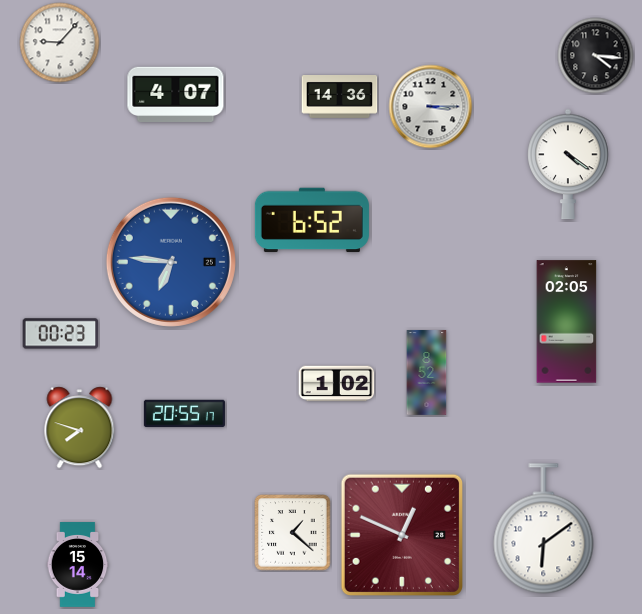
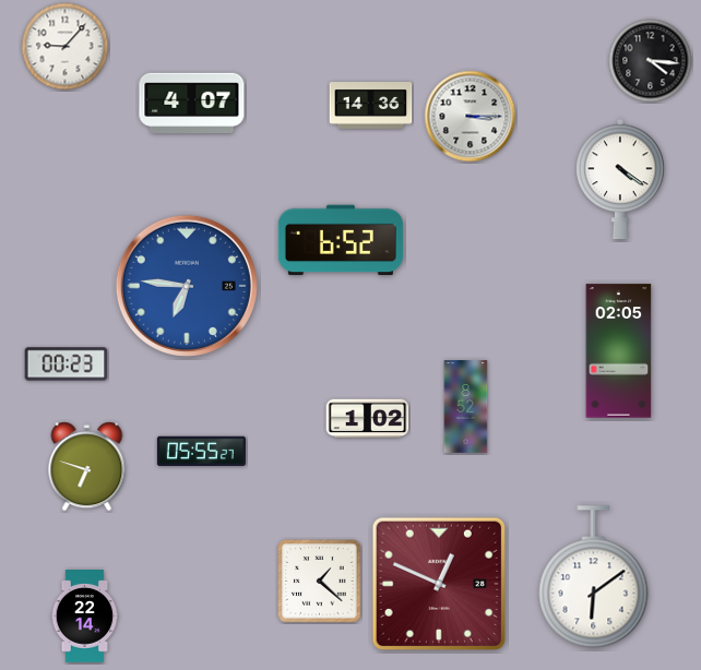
clock at (184, 414): 20:55 -> 05:55
clock at (80, 428): 7:48 -> 6:48
clock at (78, 565): 15:14 -> 22:14
